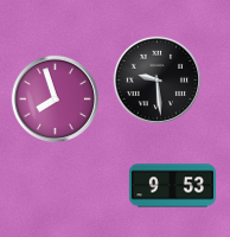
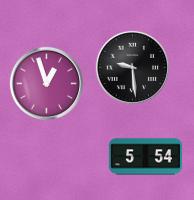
clock at (56, 98): 7:57 -> 12:57
clock at (172, 186): 9:53 -> 5:54
